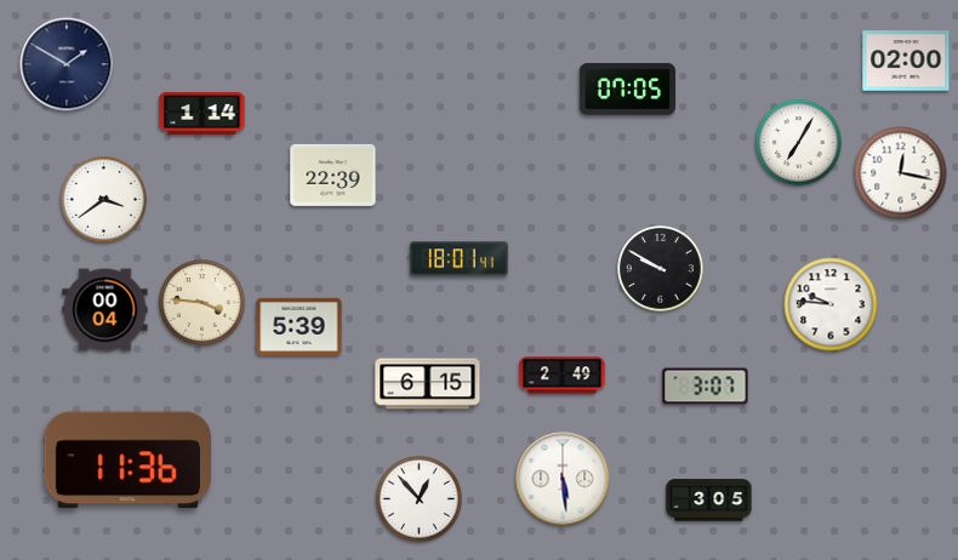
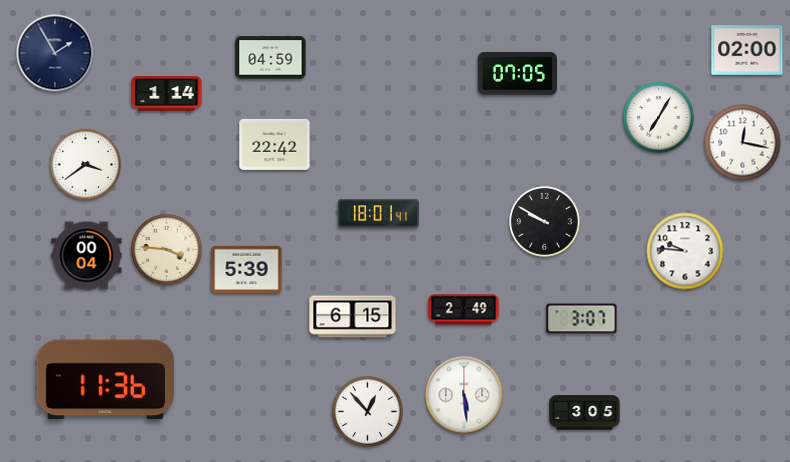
clock at (67, 64): 1:50 -> 1:55
clock at (271, 58): none -> 04:59
clock at (333, 175): 22:39 -> 22:42
clock at (420, 499) position: (420, 499) -> (368, 412)
